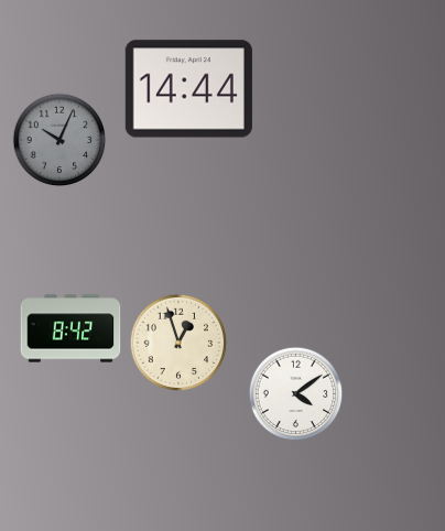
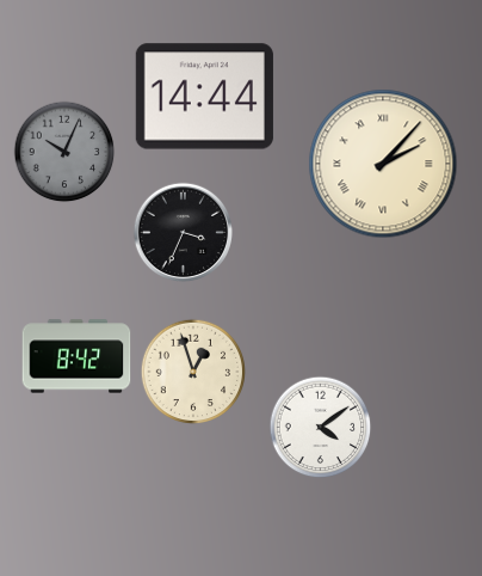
clock at (383, 164): none -> 2:07
clock at (184, 233): none -> 3:34
